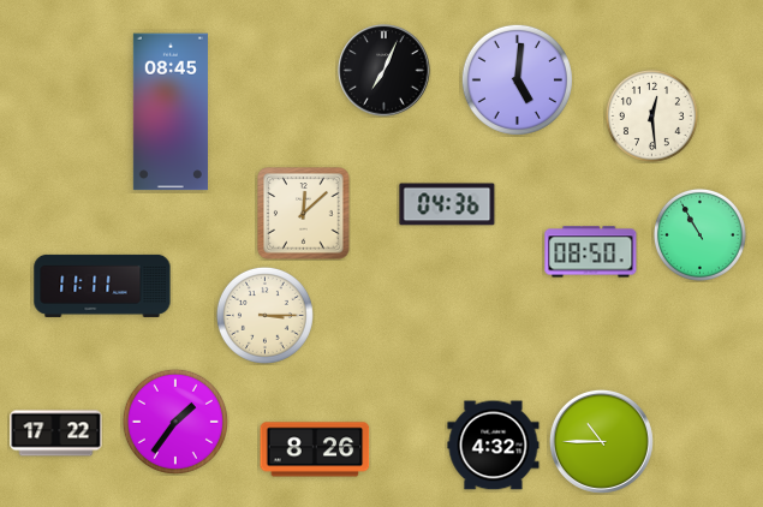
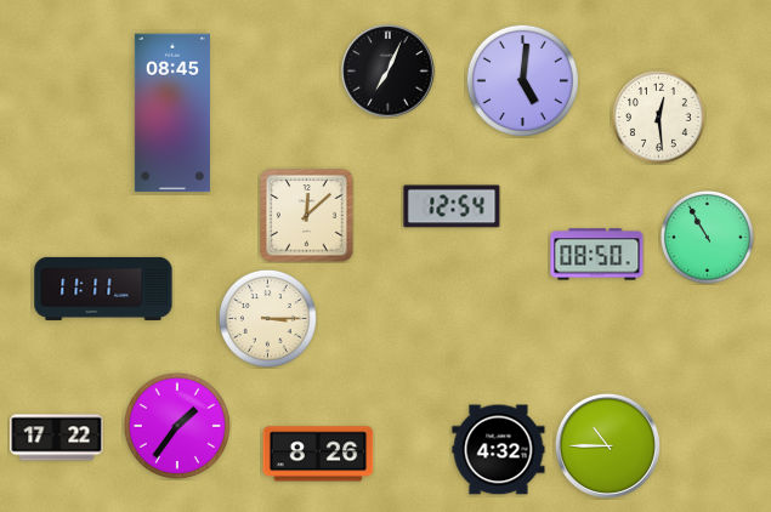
clock at (447, 204): 04:36 -> 12:54
